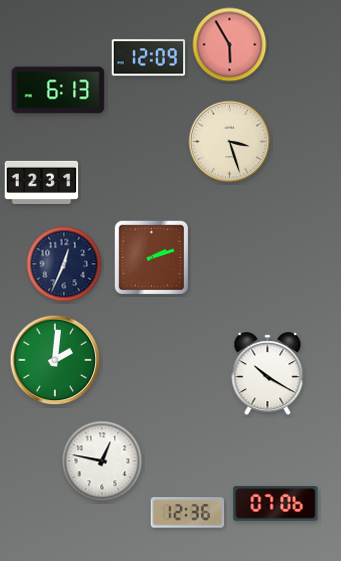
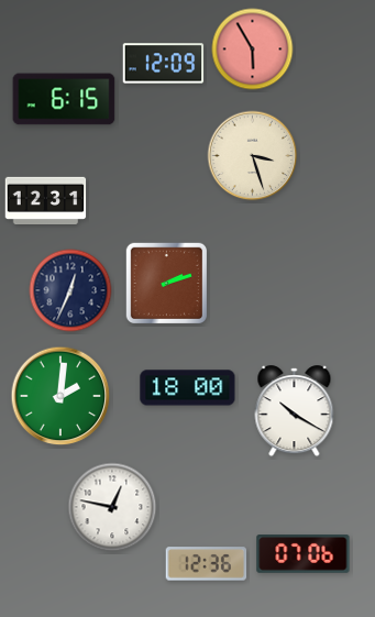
clock at (58, 90): 6:13 -> 6:15
clock at (188, 388): none -> 18:00
